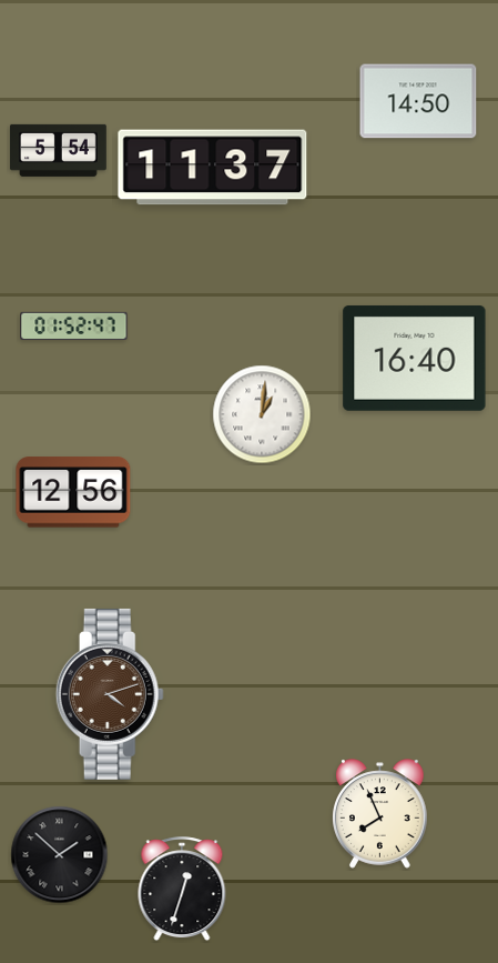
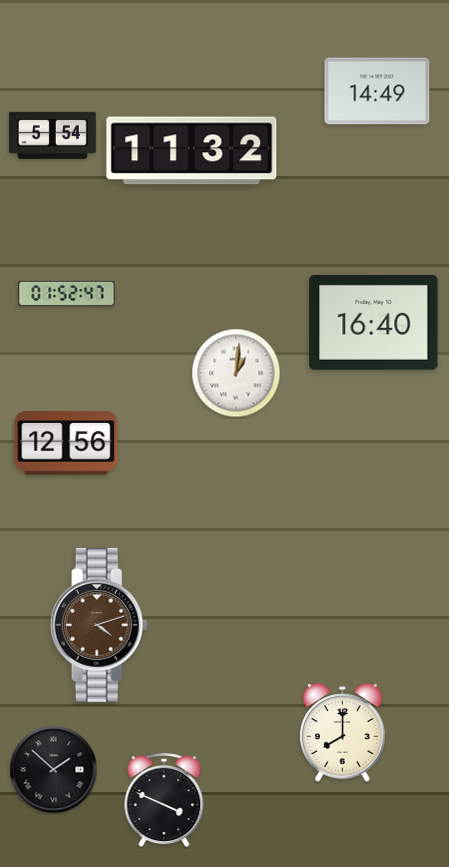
clock at (418, 101): 14:50 -> 14:49
clock at (213, 168): 11:37 -> 11:32
clock at (380, 814): 7:56 -> 8:00
clock at (182, 890): 12:33 -> 3:49
